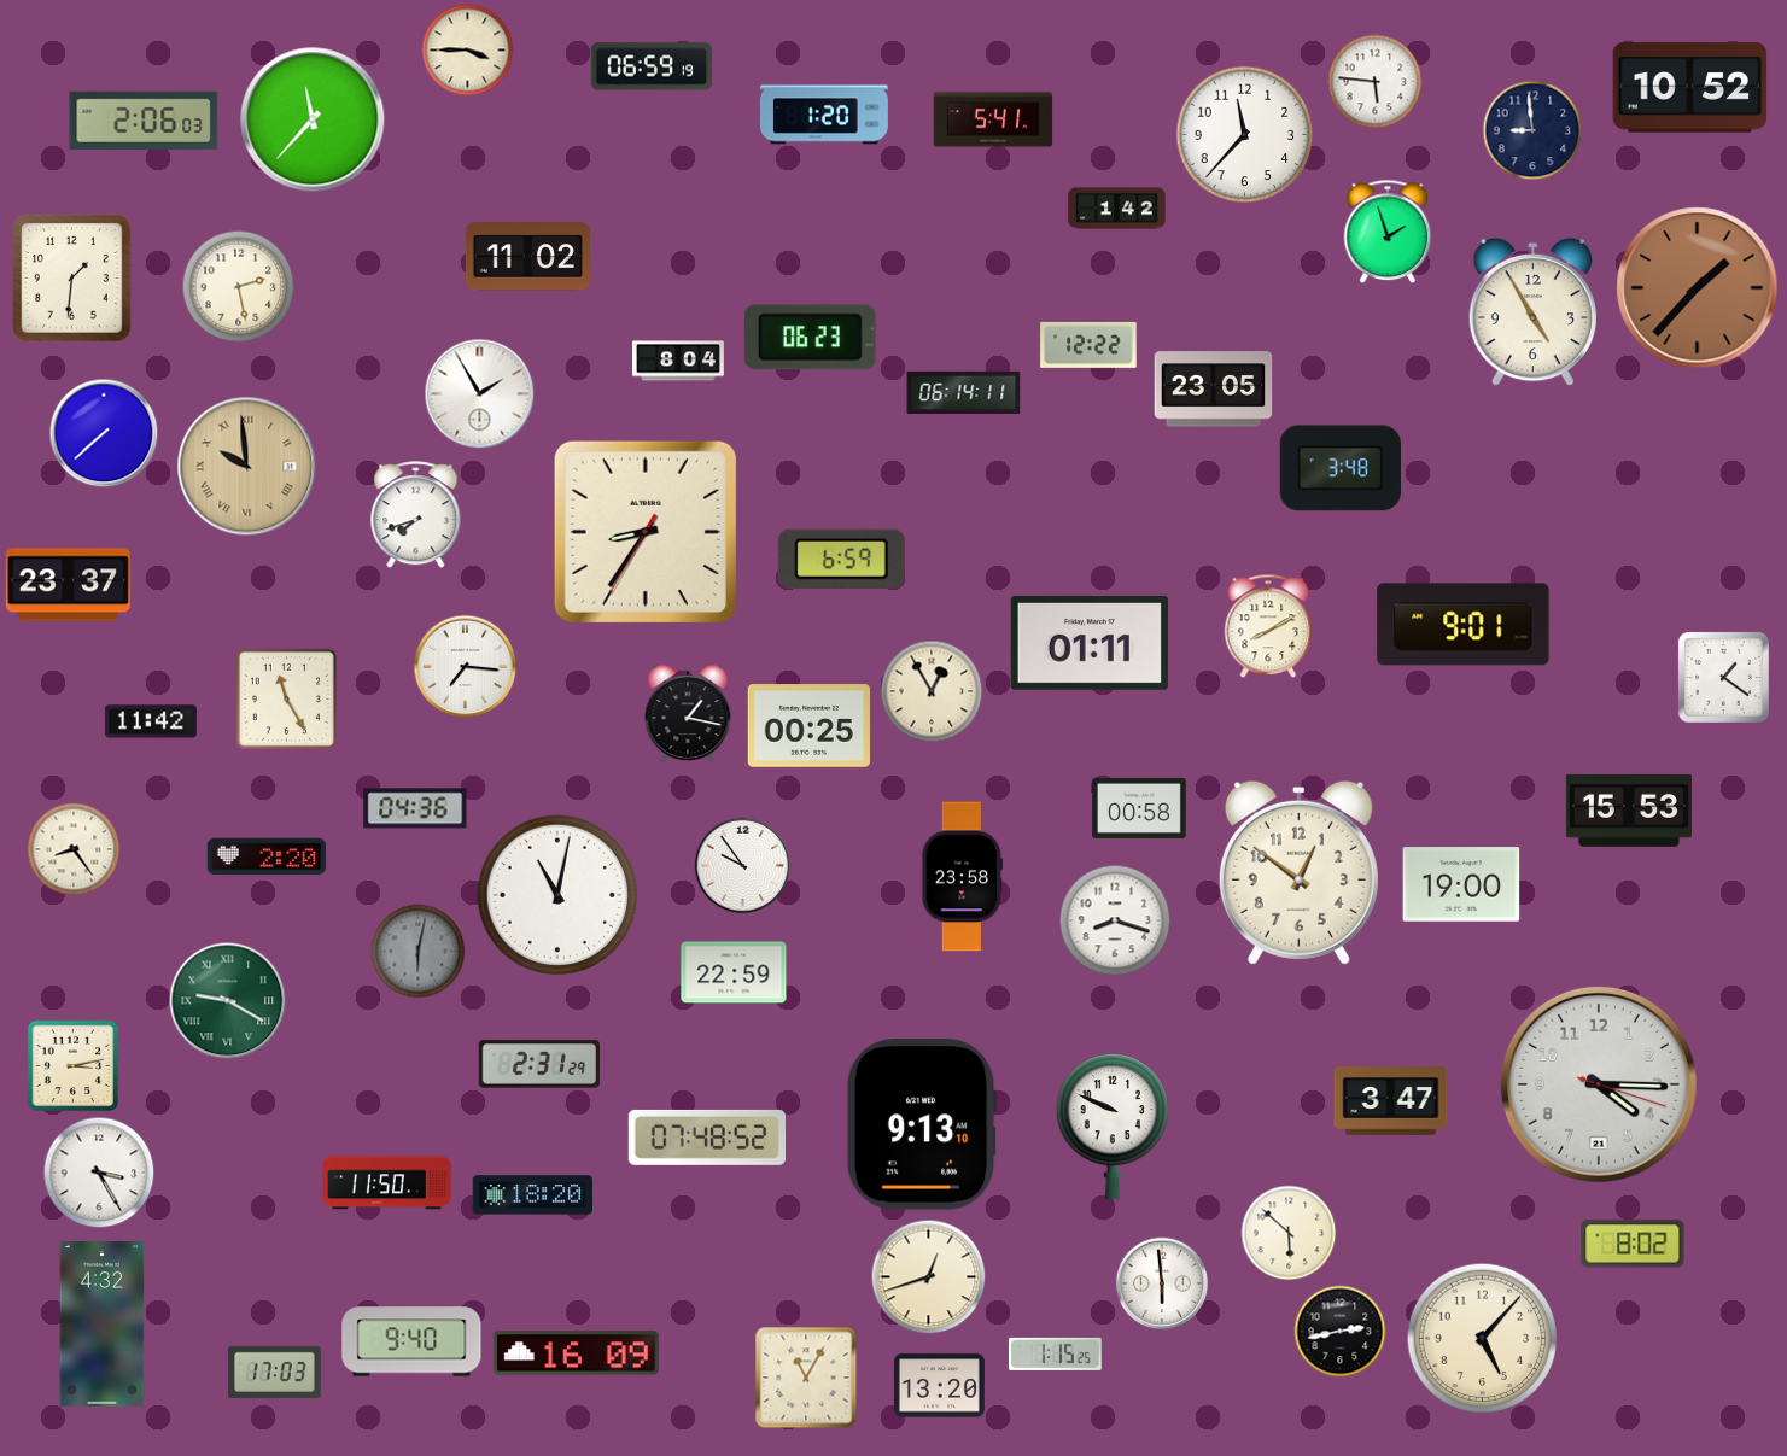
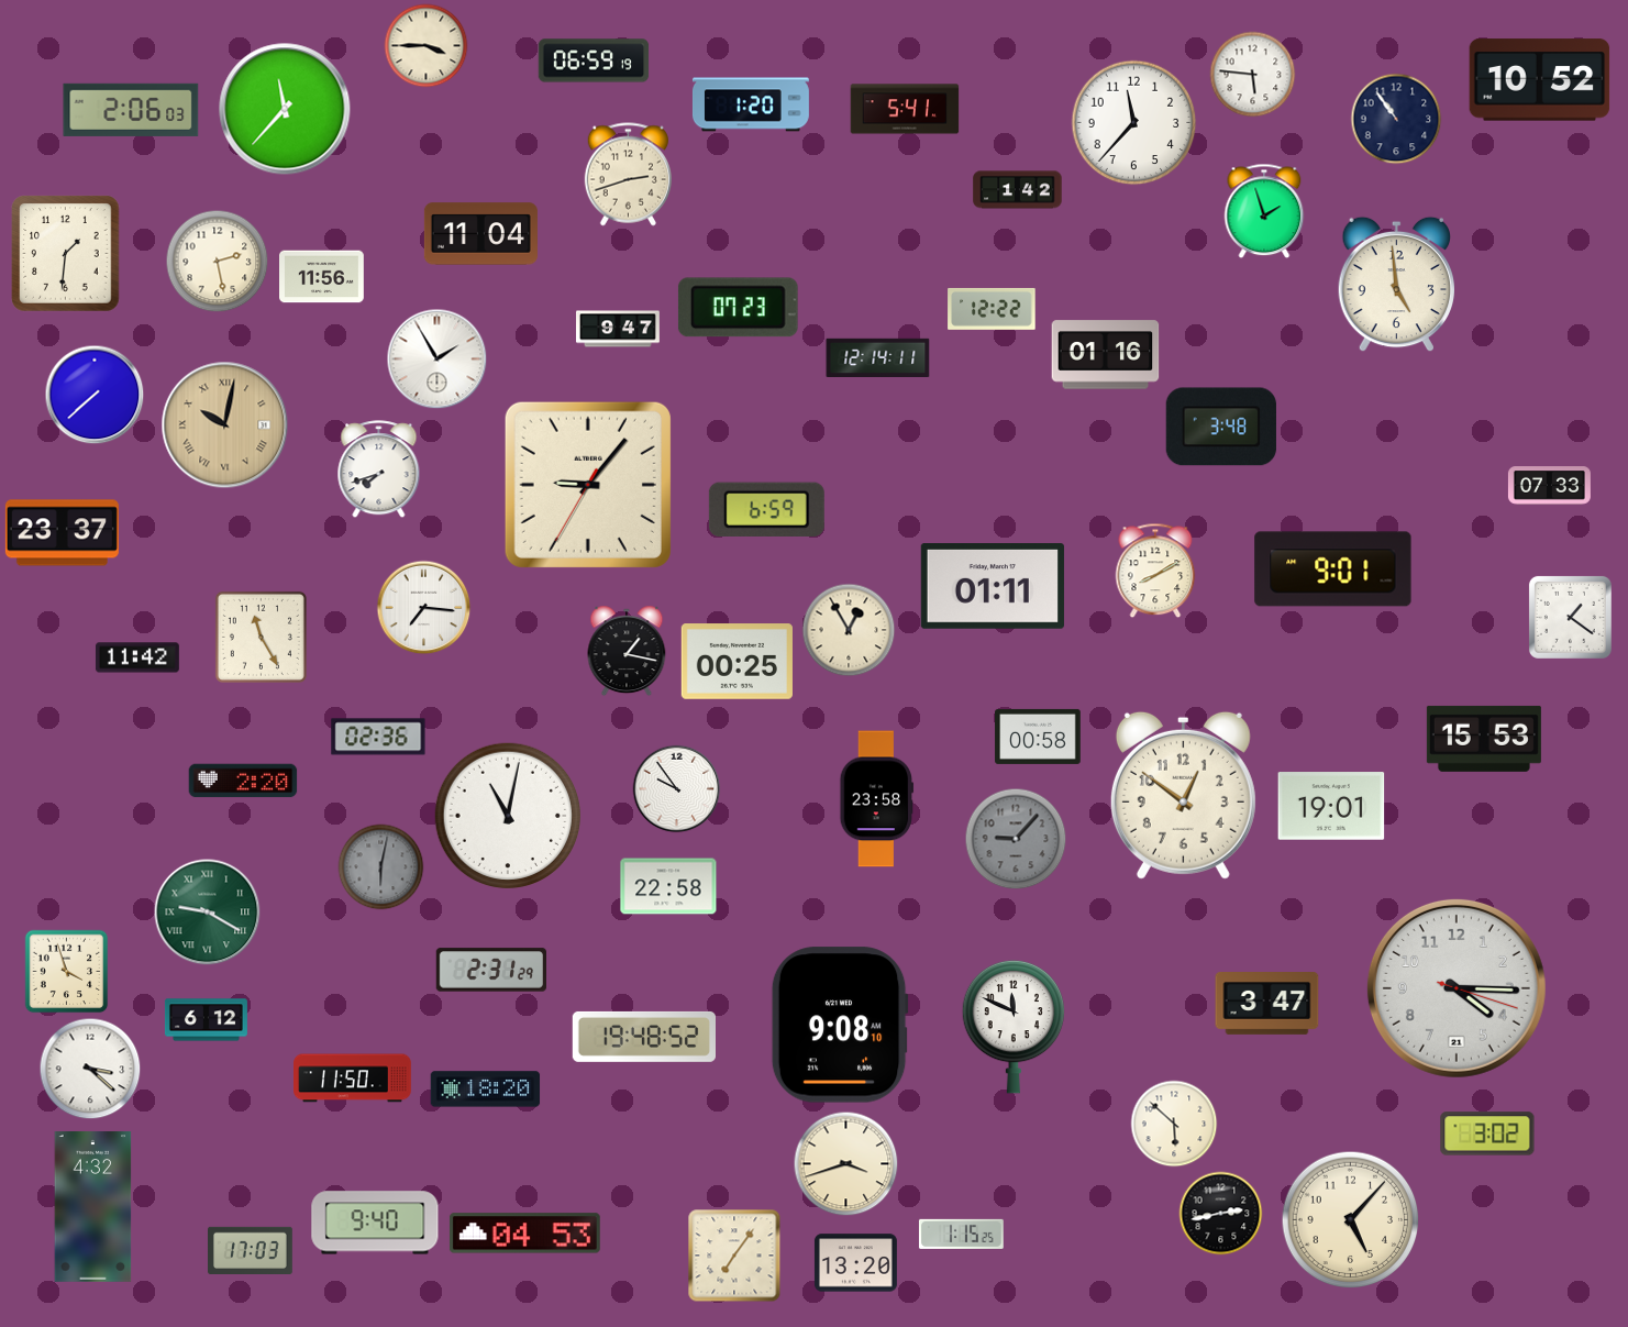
clock at (1532, 130): 8:59 -> 10:54
clock at (628, 175): none -> 2:42
clock at (527, 257): 11:02 -> 11:04
clock at (1698, 288): 1:37 -> none
clock at (322, 277): none -> 11:56
clock at (1532, 312): 4:55 -> 4:59
clock at (810, 338): 06:23 -> 07:23
clock at (1088, 345) position: (1088, 345) -> (992, 309)
clock at (679, 361): 8:04 -> 9:47
clock at (1214, 390): 23:05 -> 01:16
clock at (964, 392): 06:14 -> 12:14
clock at (247, 467): 9:59 -> 10:02
clock at (646, 532): 8:35 -> 9:06
clock at (1549, 486): none -> 07:33
clock at (415, 808): 04:36 -> 02:36
clock at (74, 849): 8:24 -> none
clock at (1461, 884): 19:00 -> 19:01
clock at (1115, 920): 8:18 -> 9:07
clock at (1115, 920) dial: white -> grey
clock at (734, 972): 22:59 -> 22:58
clock at (74, 1066): 3:13 -> 3:57
clock at (206, 1020): none -> 6:12
clock at (922, 1124): 9:13 -> 9:08
clock at (1113, 1127): 9:49 -> 11:49
clock at (706, 1138): 07:48 -> 19:48
clock at (99, 1173): 3:25 -> 3:22
clock at (1633, 1244): 8:02 -> 3:02
clock at (929, 1277): 12:42 -> 3:42
clock at (1162, 1283): 5:59 -> none
clock at (576, 1353): 16:09 -> 04:53
clock at (806, 1378): 11:05 -> 7:06
